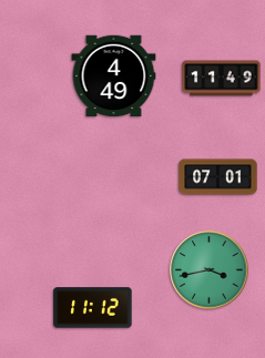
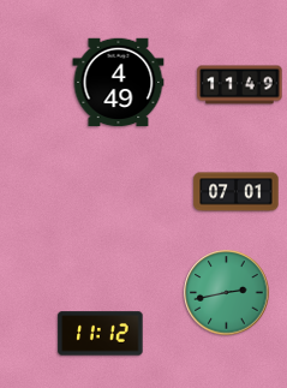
clock at (114, 76) position: (114, 76) -> (119, 83)
clock at (210, 270): 3:43 -> 2:43
